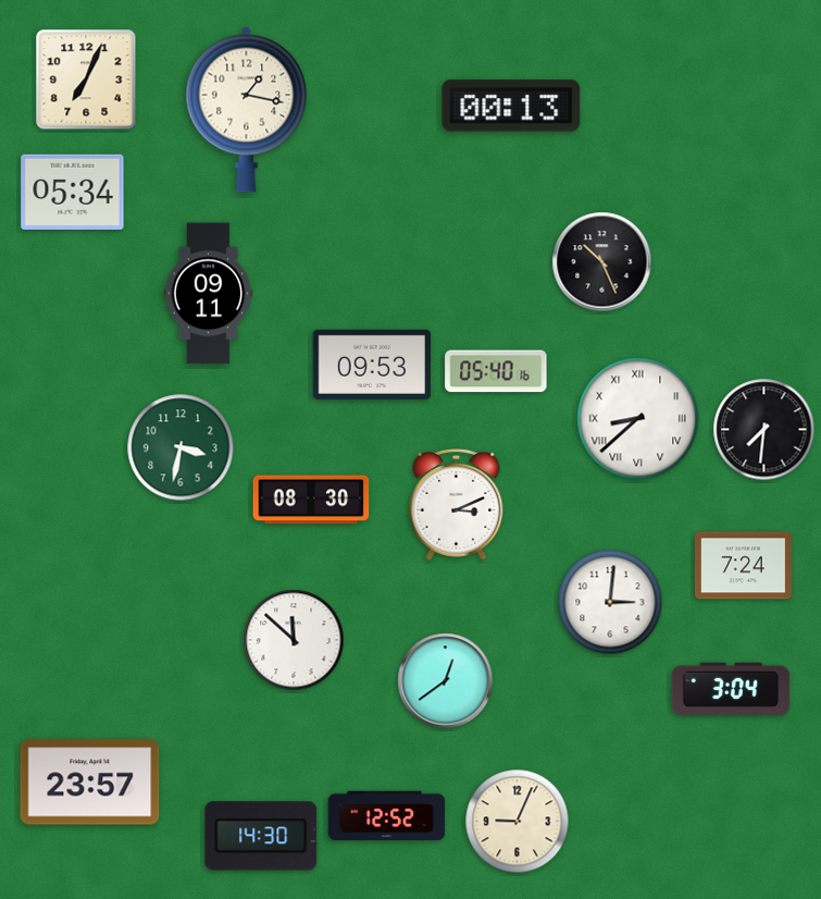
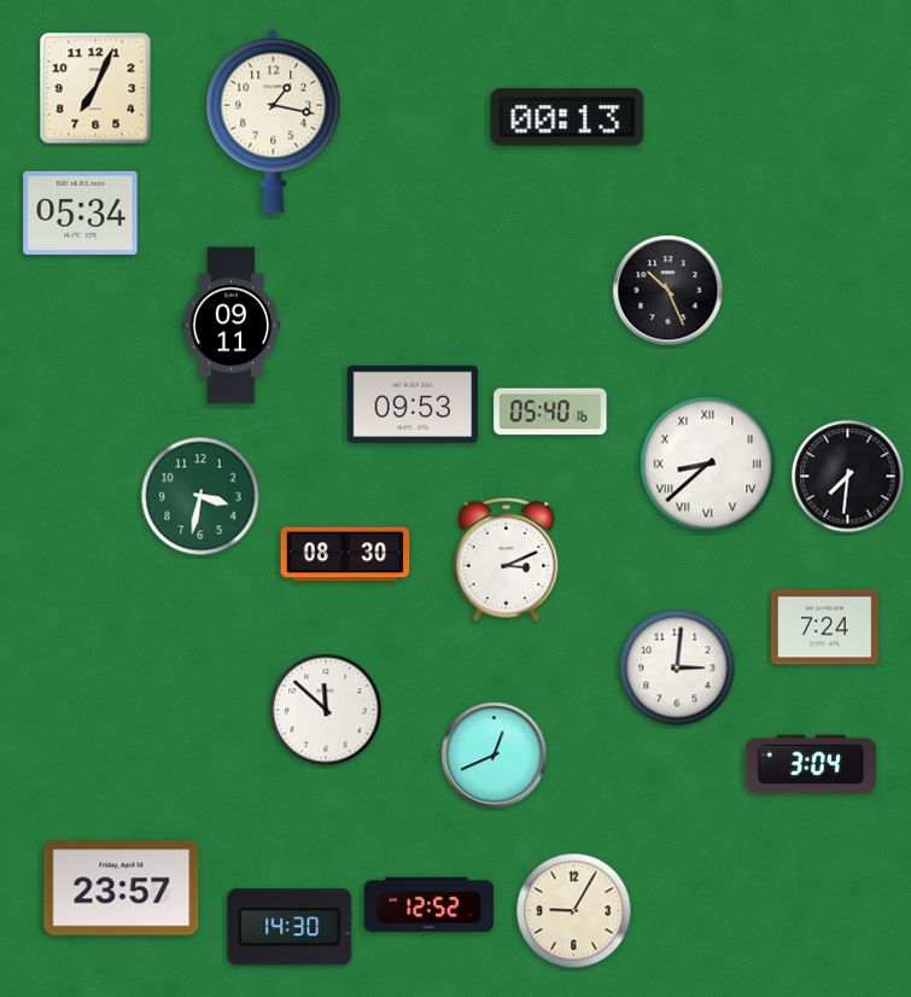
clock at (446, 681): 12:39 -> 12:41
clock at (90, 783) position: (90, 783) -> (122, 888)
clock at (518, 822): 9:04 -> 9:05
